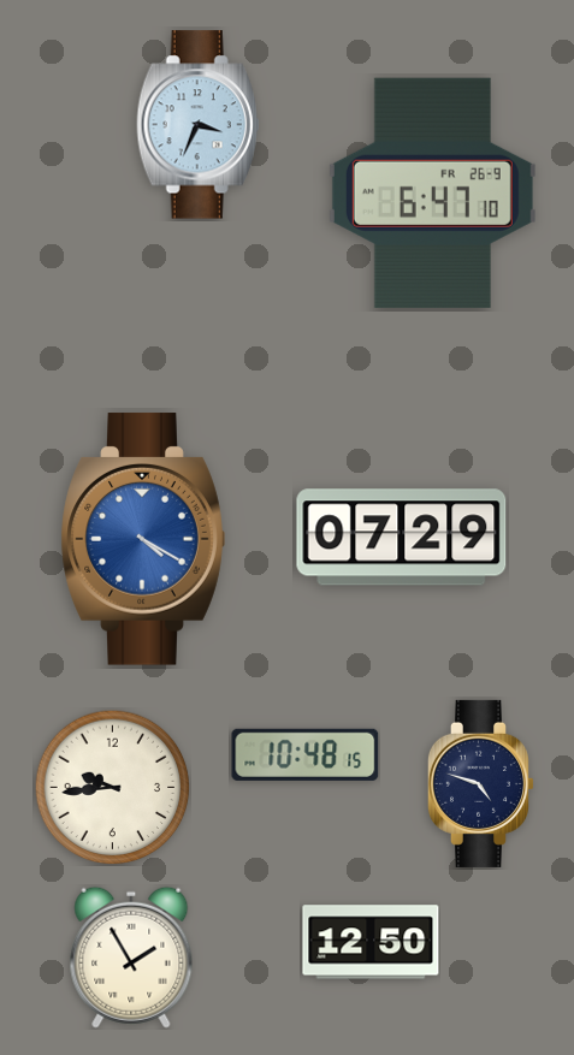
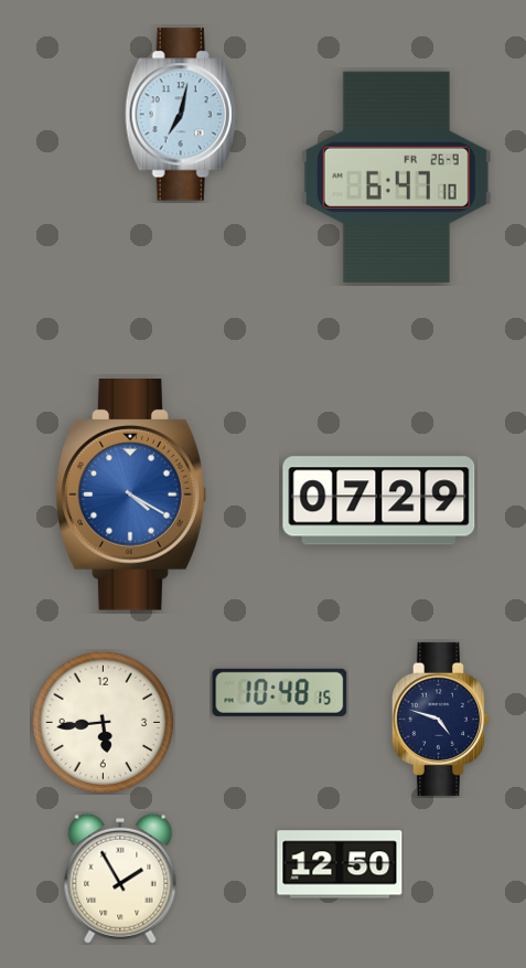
clock at (199, 125): 3:34 -> 7:02
clock at (402, 538) position: (402, 538) -> (379, 501)
clock at (112, 787): 9:44 -> 5:44
